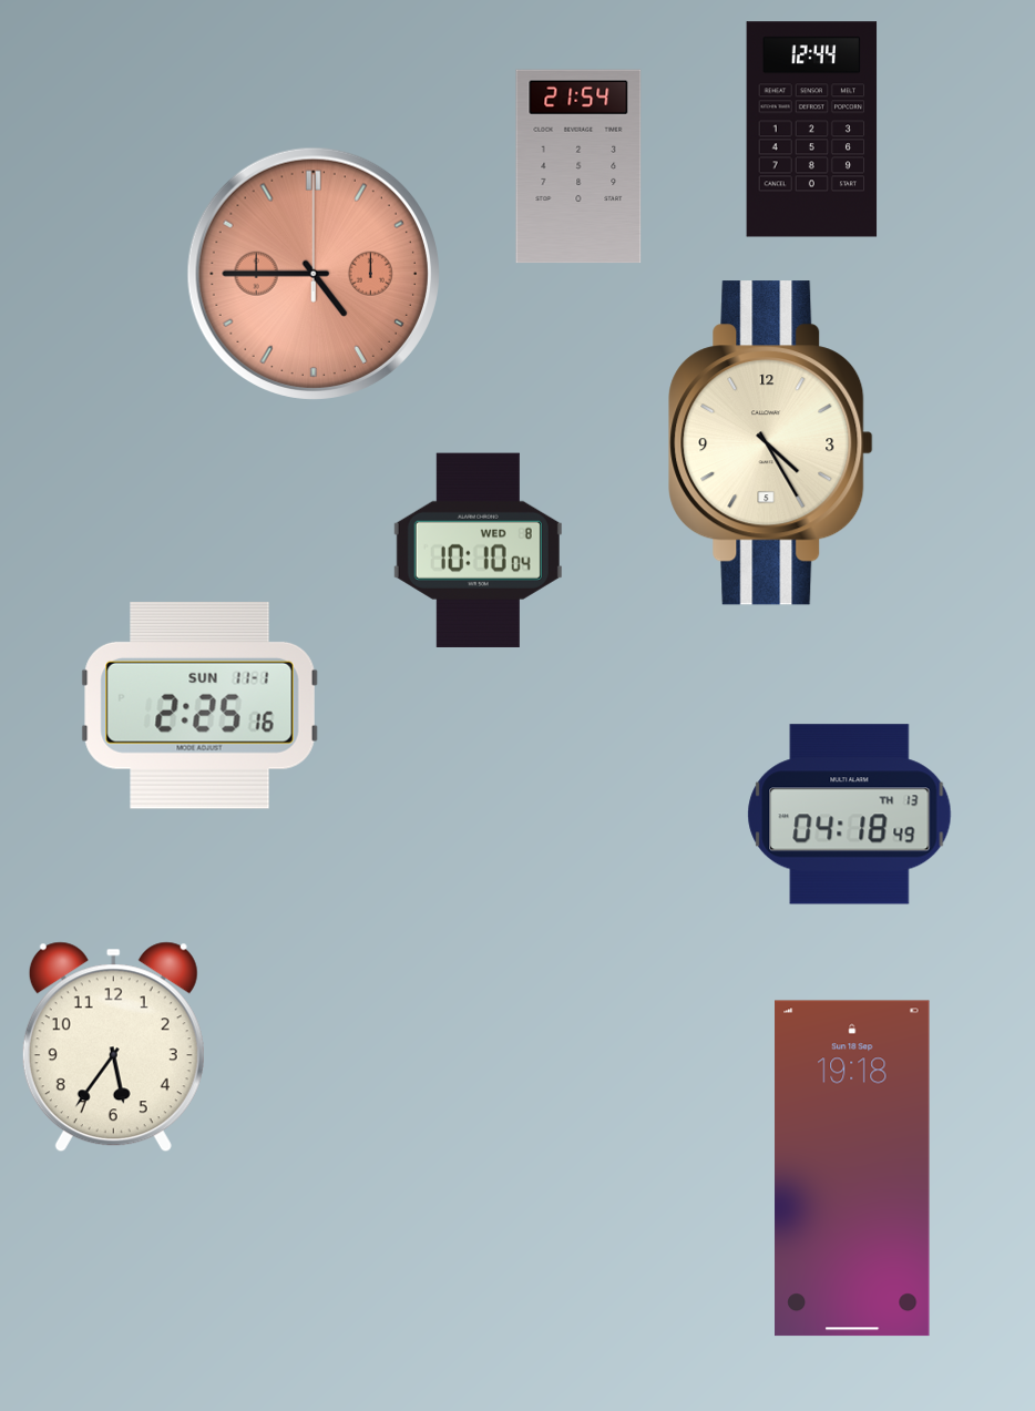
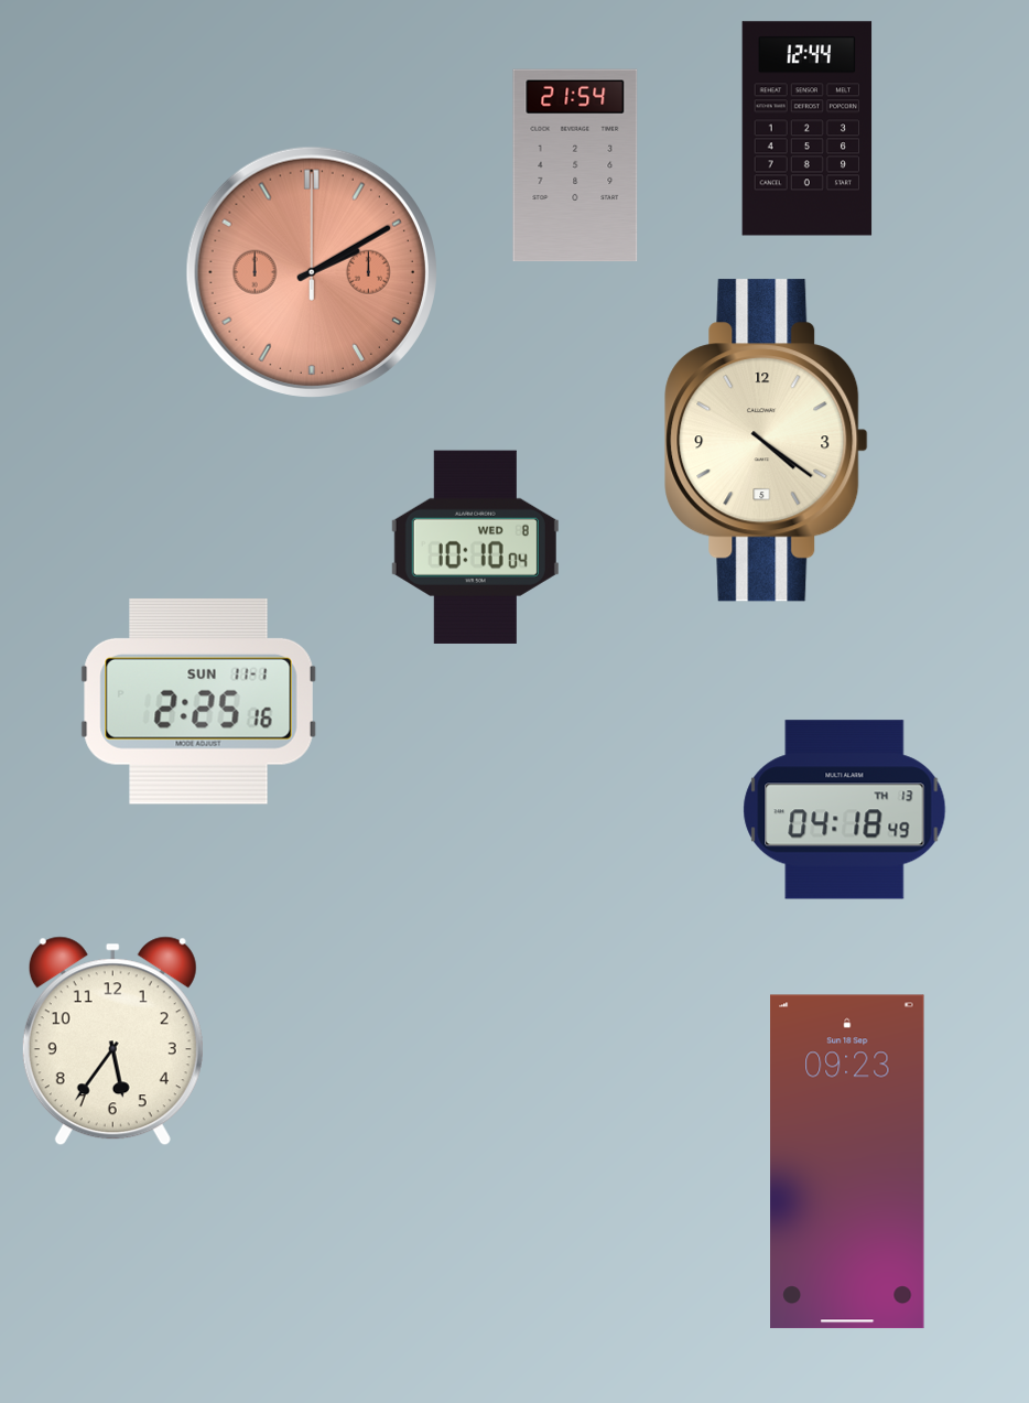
clock at (314, 274): 4:45 -> 2:10
clock at (771, 443): 4:25 -> 4:21
clock at (852, 1168): 19:18 -> 09:23
